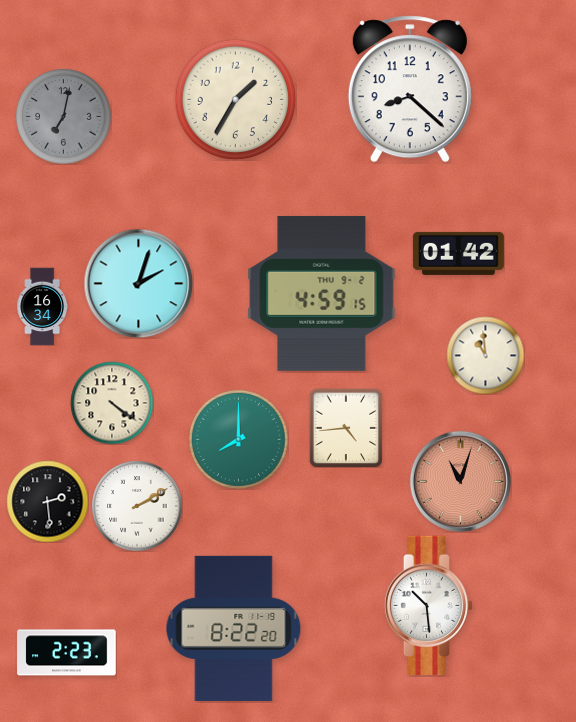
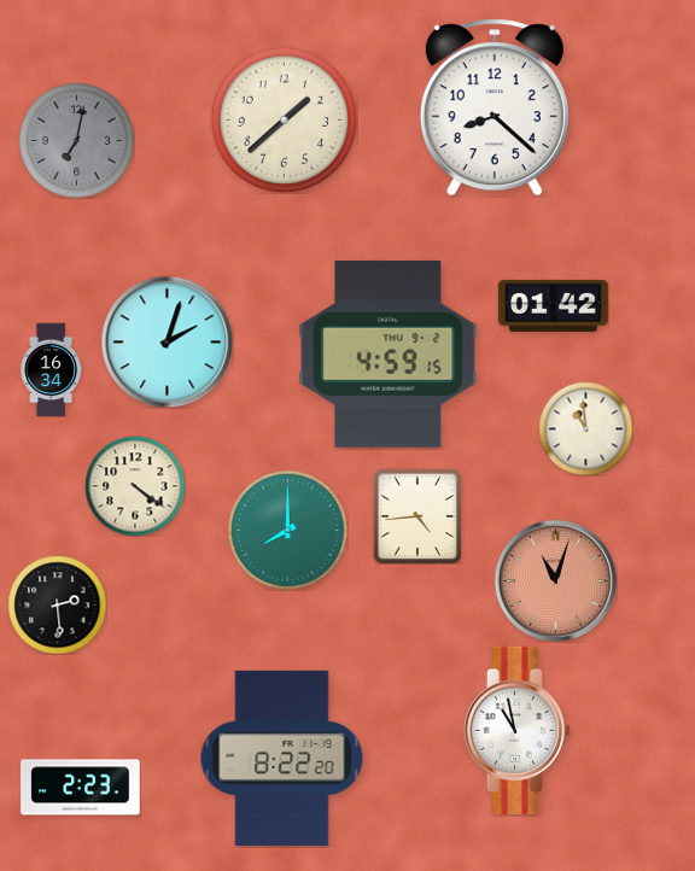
clock at (235, 99): 1:35 -> 1:38
clock at (137, 506): 2:10 -> none
clock at (429, 606): 10:29 -> 10:58
